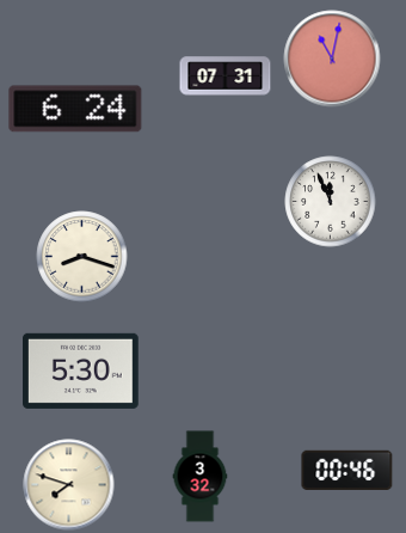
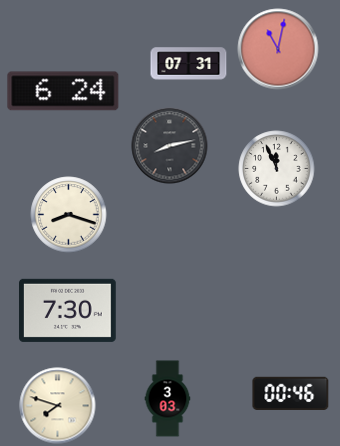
clock at (170, 146): none -> 8:13
clock at (81, 370): 5:30 -> 7:30
clock at (201, 477): 3:32 -> 3:03
